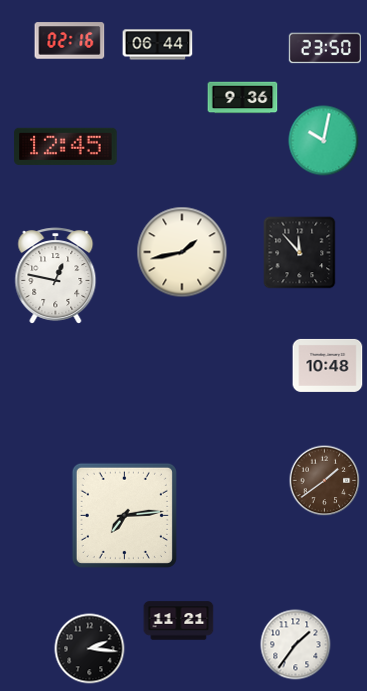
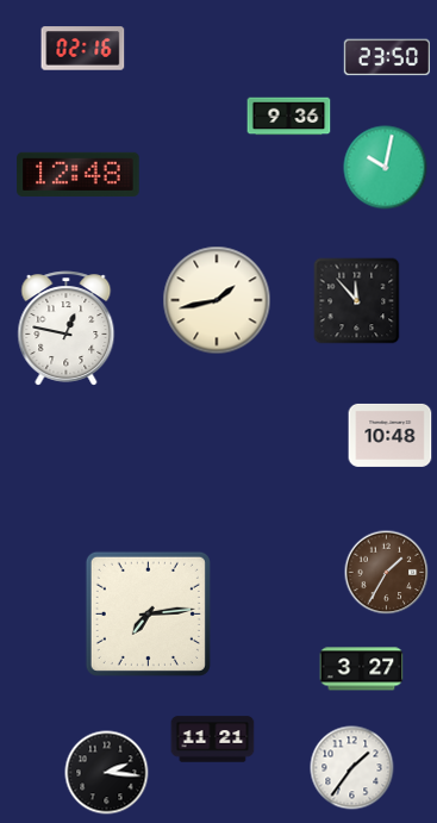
clock at (158, 45): 06:44 -> none
clock at (66, 146): 12:45 -> 12:48
clock at (325, 481): 1:39 -> 1:35
clock at (362, 669): none -> 3:27
